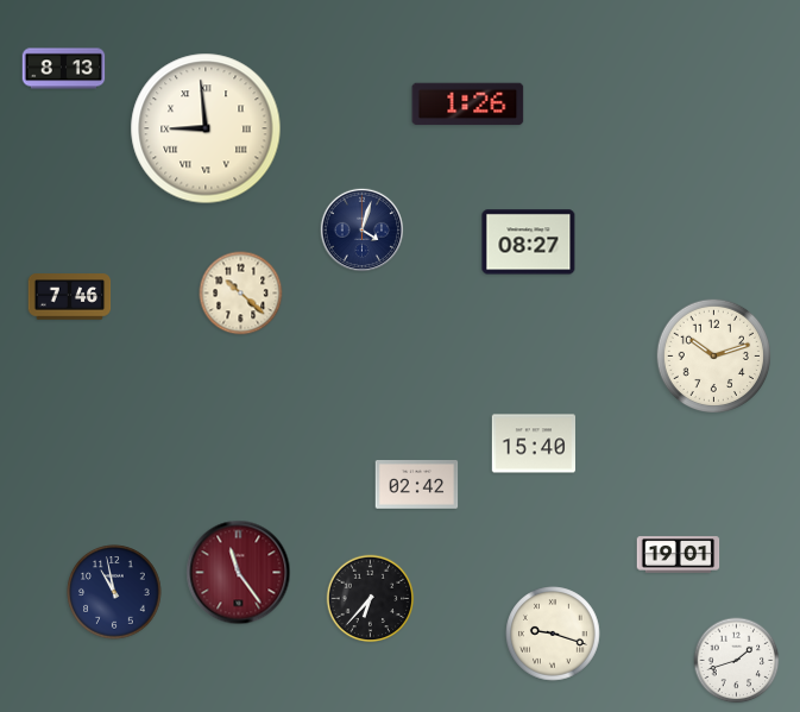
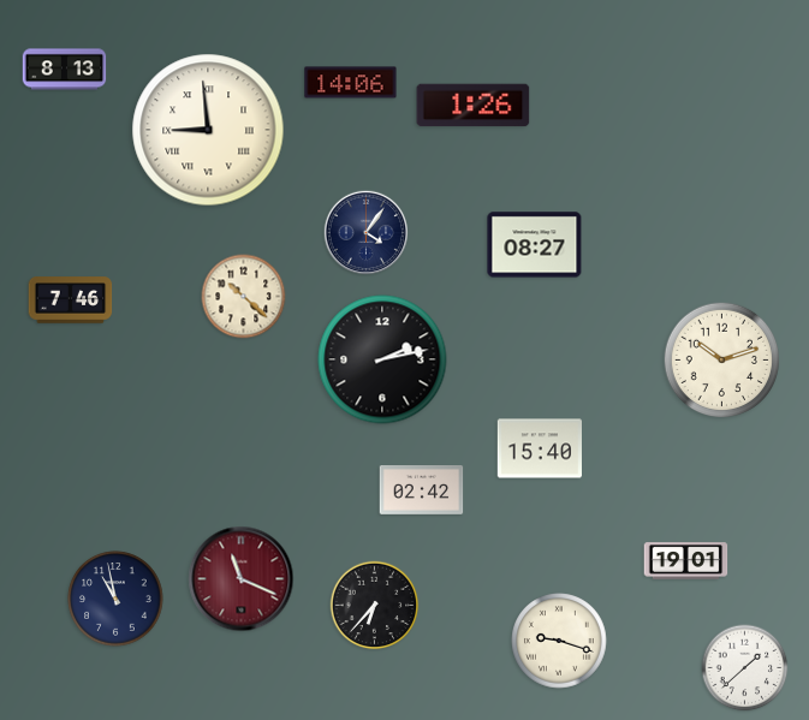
clock at (351, 83): none -> 14:06
clock at (363, 231): 4:03 -> 4:06
clock at (382, 359): none -> 2:13
clock at (239, 573): 11:24 -> 11:19
clock at (737, 661): 1:42 -> 1:38
